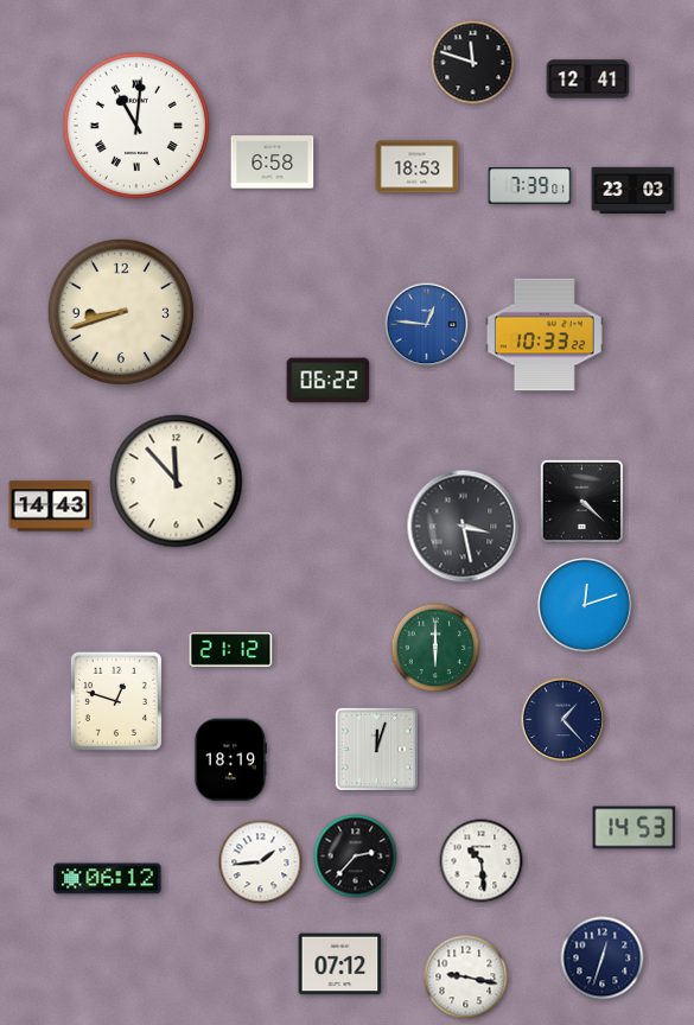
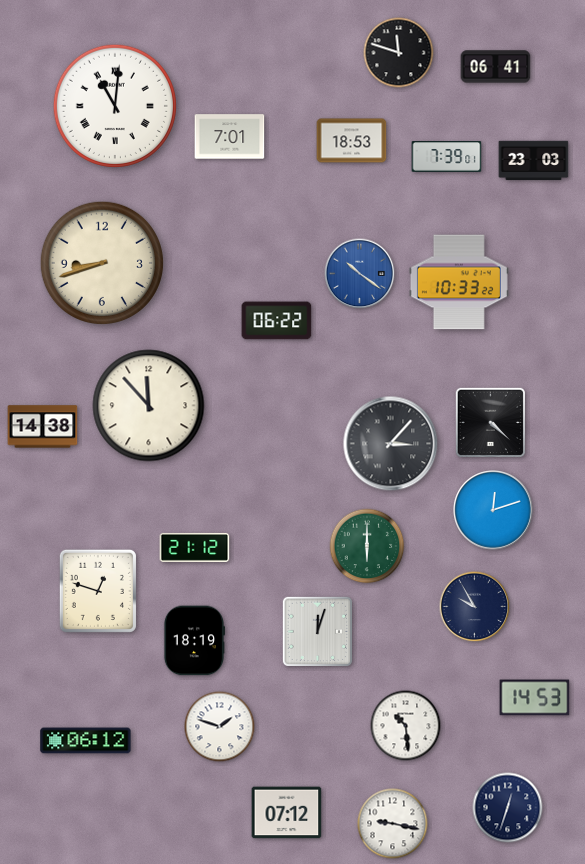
clock at (588, 79): 12:41 -> 06:41
clock at (273, 163): 6:58 -> 7:01
clock at (427, 325): 12:46 -> 10:21
clock at (51, 507): 14:43 -> 14:38
clock at (464, 527): 3:28 -> 3:07
clock at (564, 720): 1:23 -> 9:55
clock at (356, 857): 2:37 -> none
clock at (261, 862): 1:44 -> 1:48
clock at (108, 879) position: (108, 879) -> (86, 741)
